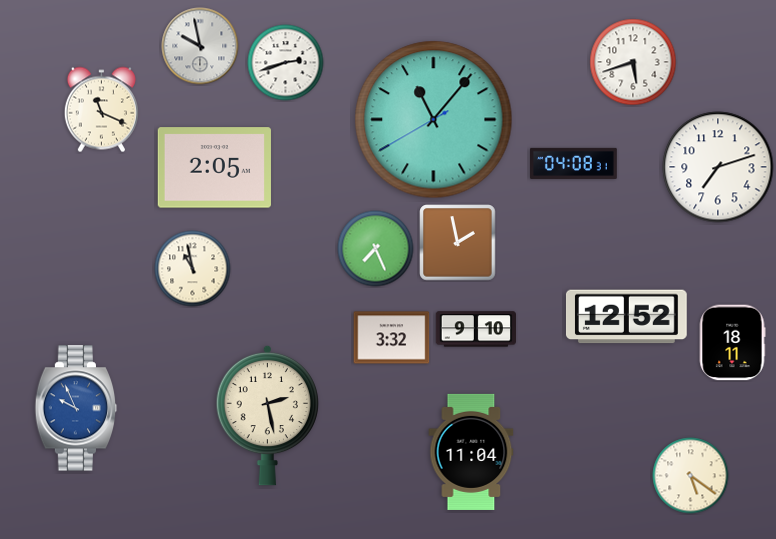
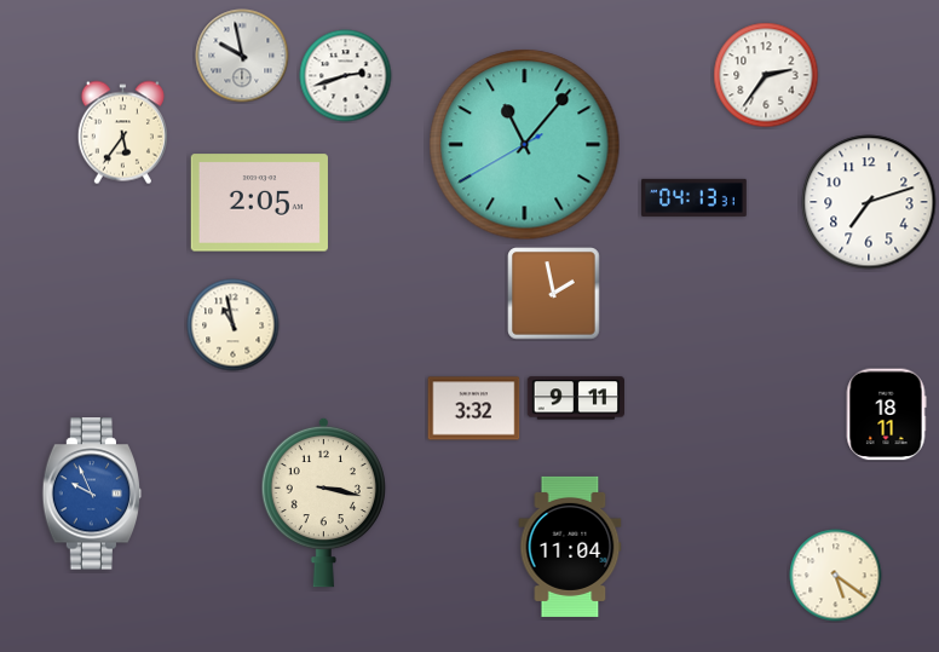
clock at (633, 62): 5:42 -> 2:36
clock at (101, 110): 11:19 -> 5:36
clock at (574, 163): 04:08 -> 04:13
clock at (376, 249): 7:26 -> none
clock at (626, 317): 12:52 -> none
clock at (475, 329): 9:10 -> 9:11
clock at (267, 415): 2:28 -> 3:17
